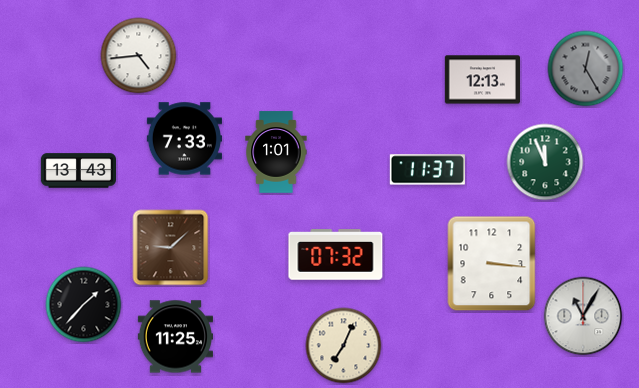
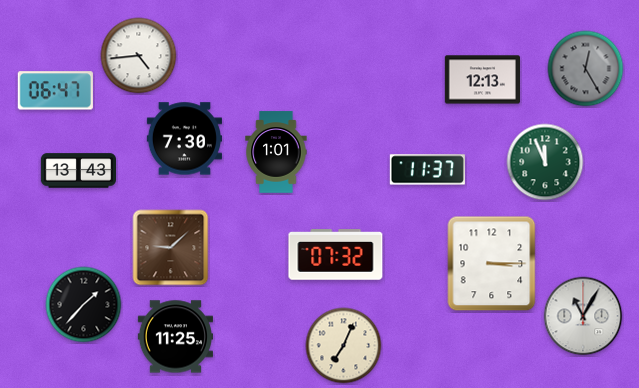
clock at (55, 91): none -> 06:47
clock at (184, 139): 7:33 -> 7:30
clock at (492, 264): 3:16 -> 3:15
